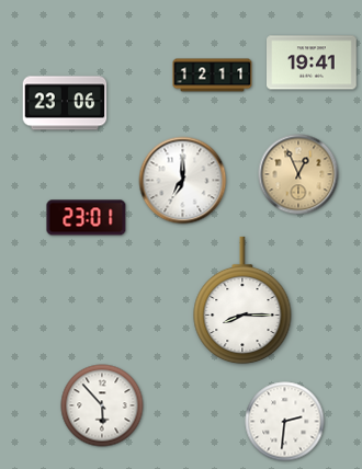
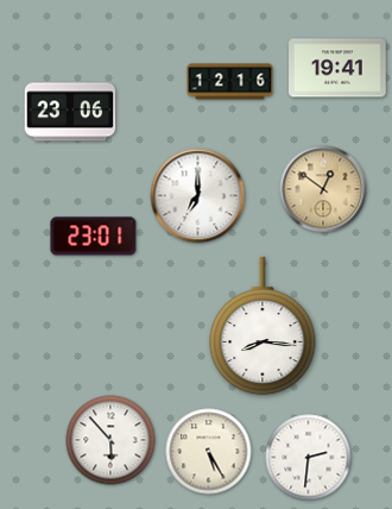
clock at (213, 76): 12:11 -> 12:16
clock at (298, 174): 12:56 -> 12:51
clock at (242, 300): 8:15 -> 8:16
clock at (209, 452): none -> 5:25
